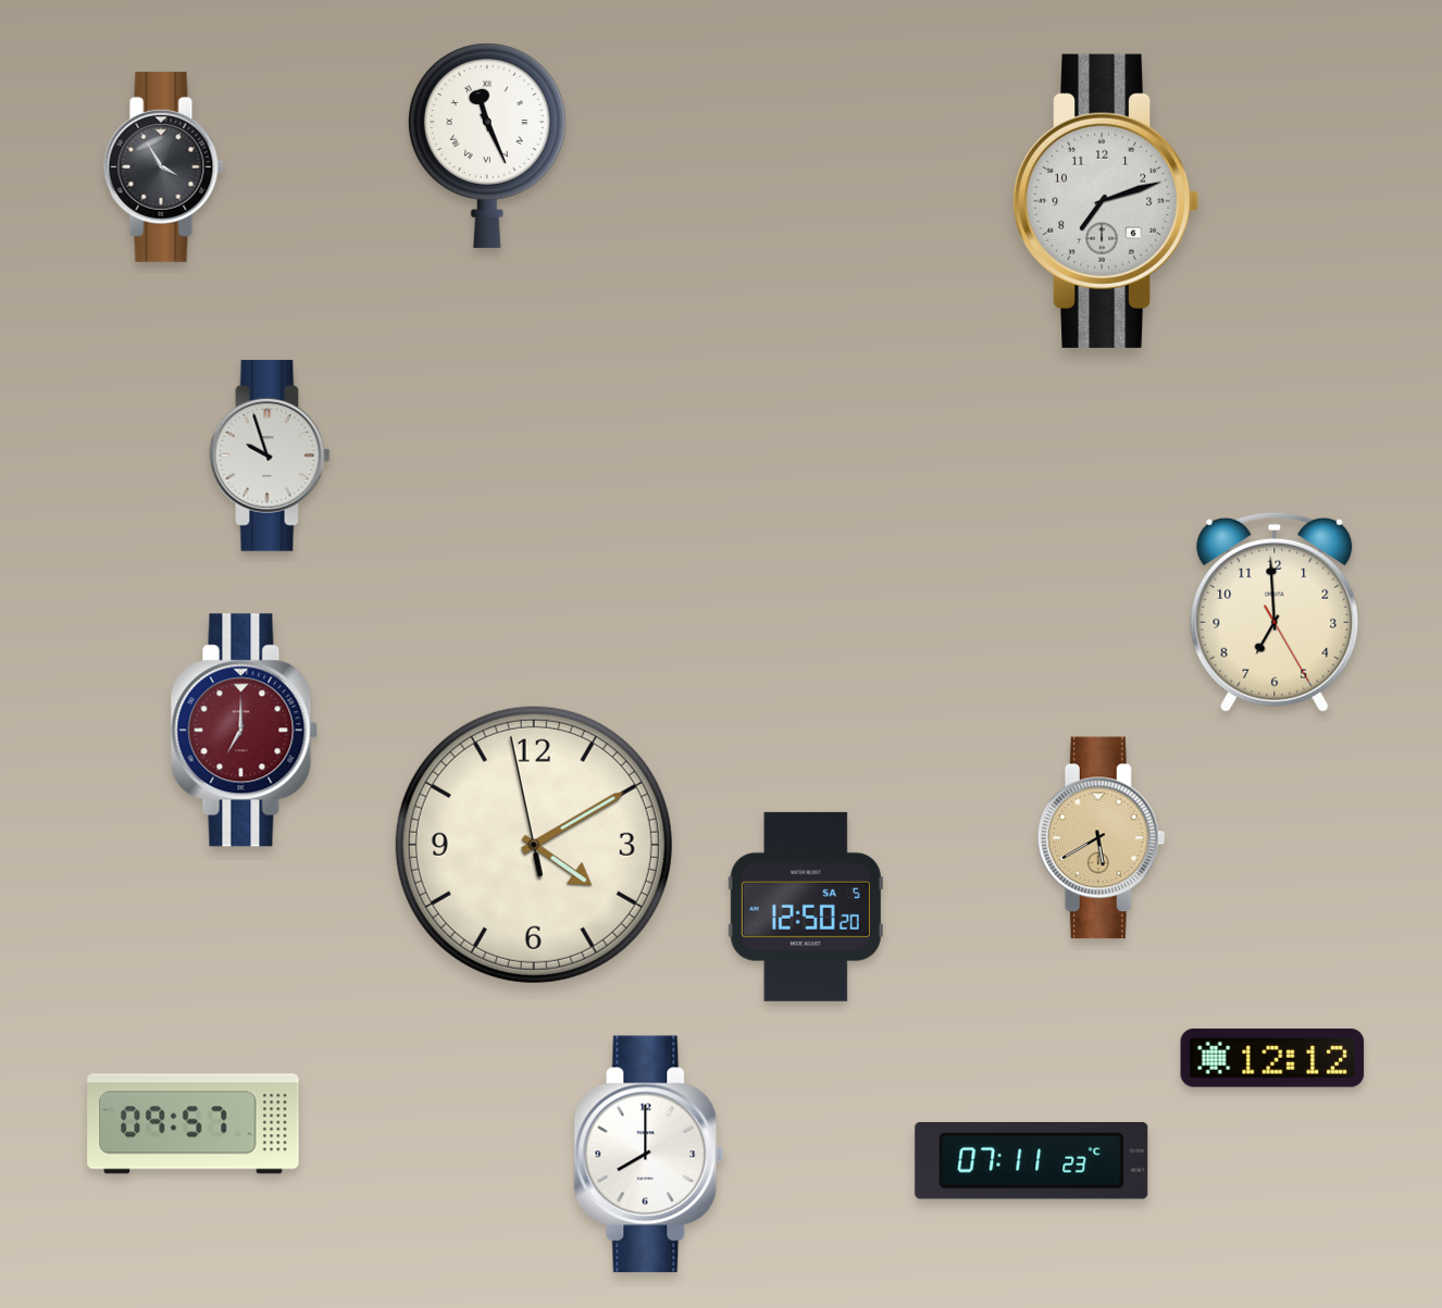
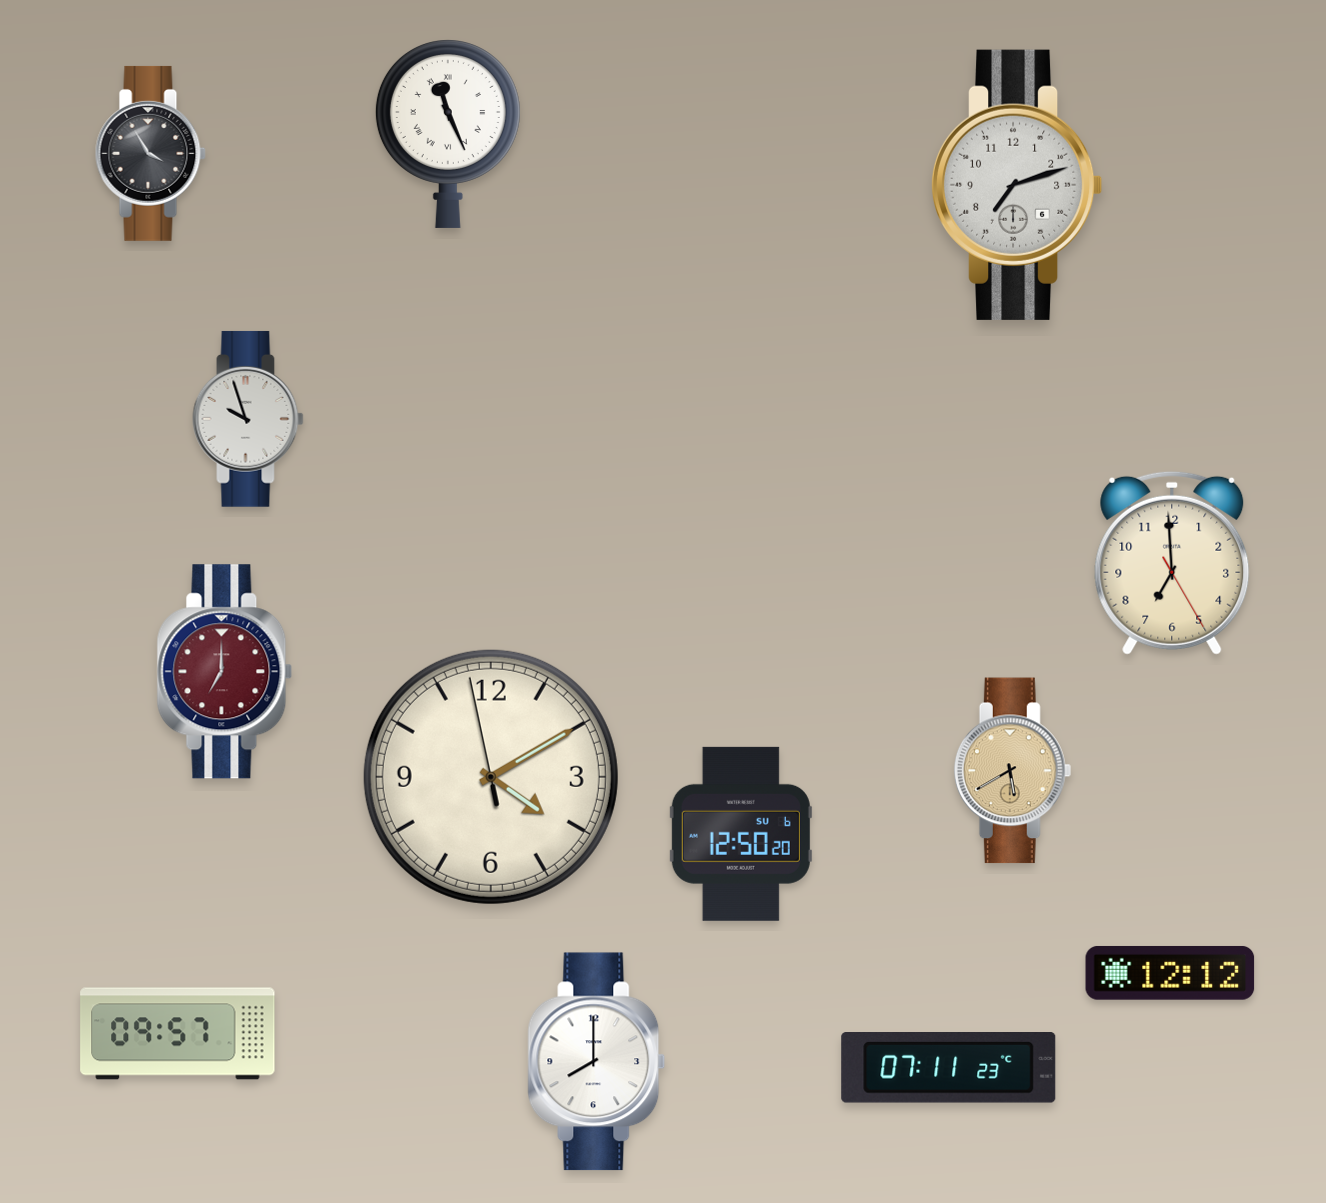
clock at (806, 907) date: SA 5 -> SU 6
